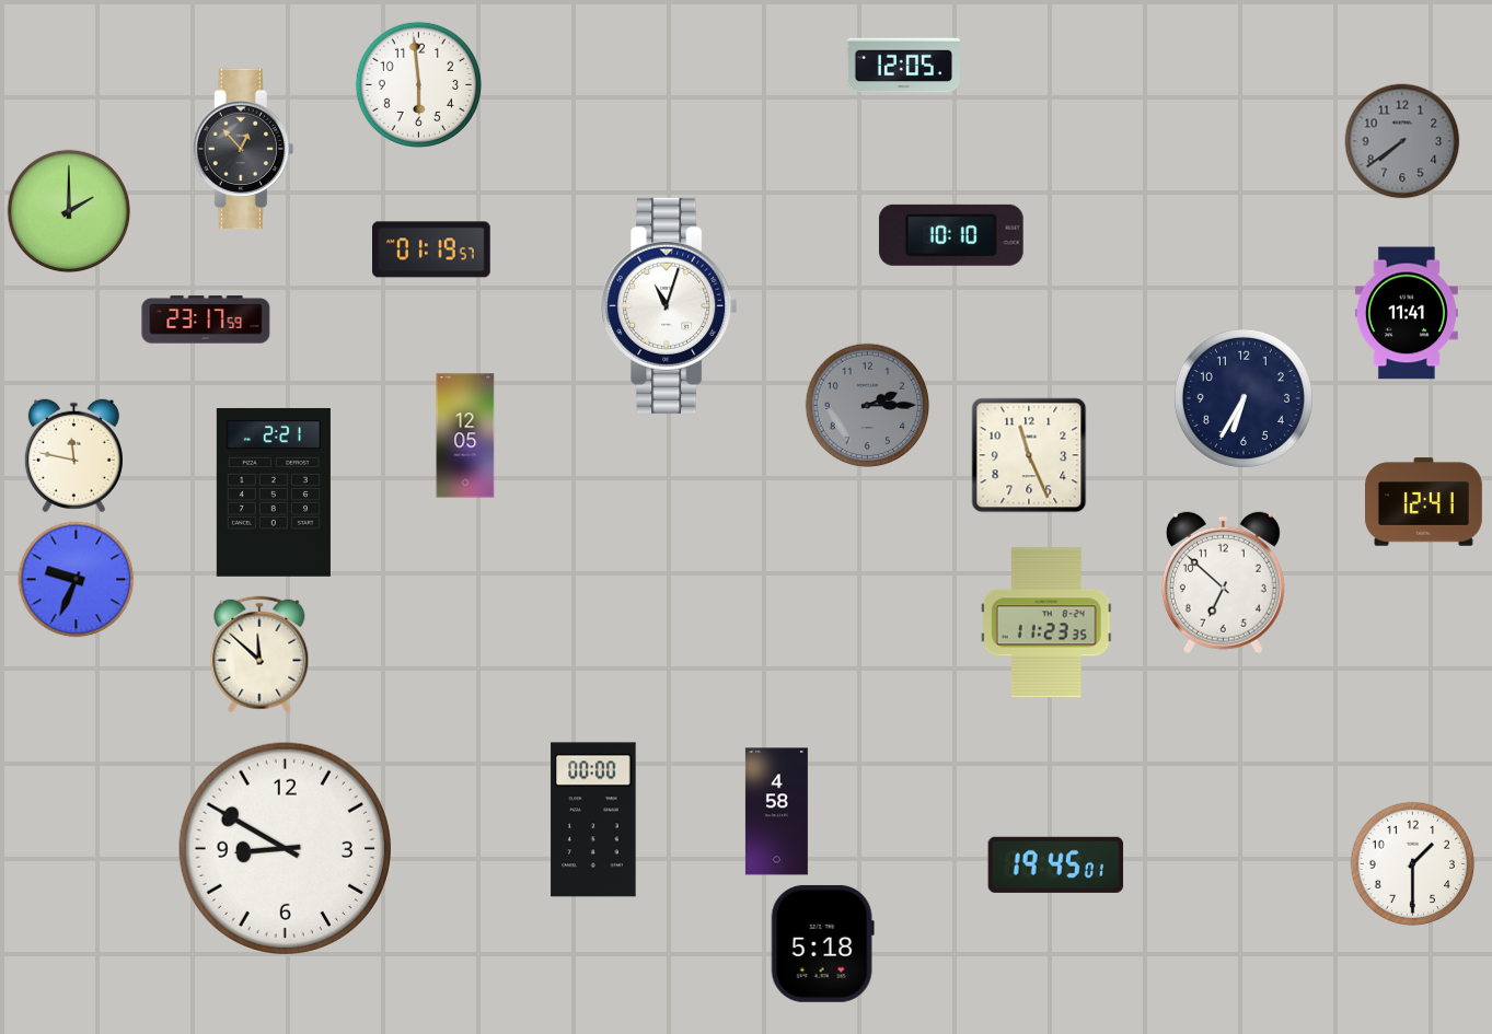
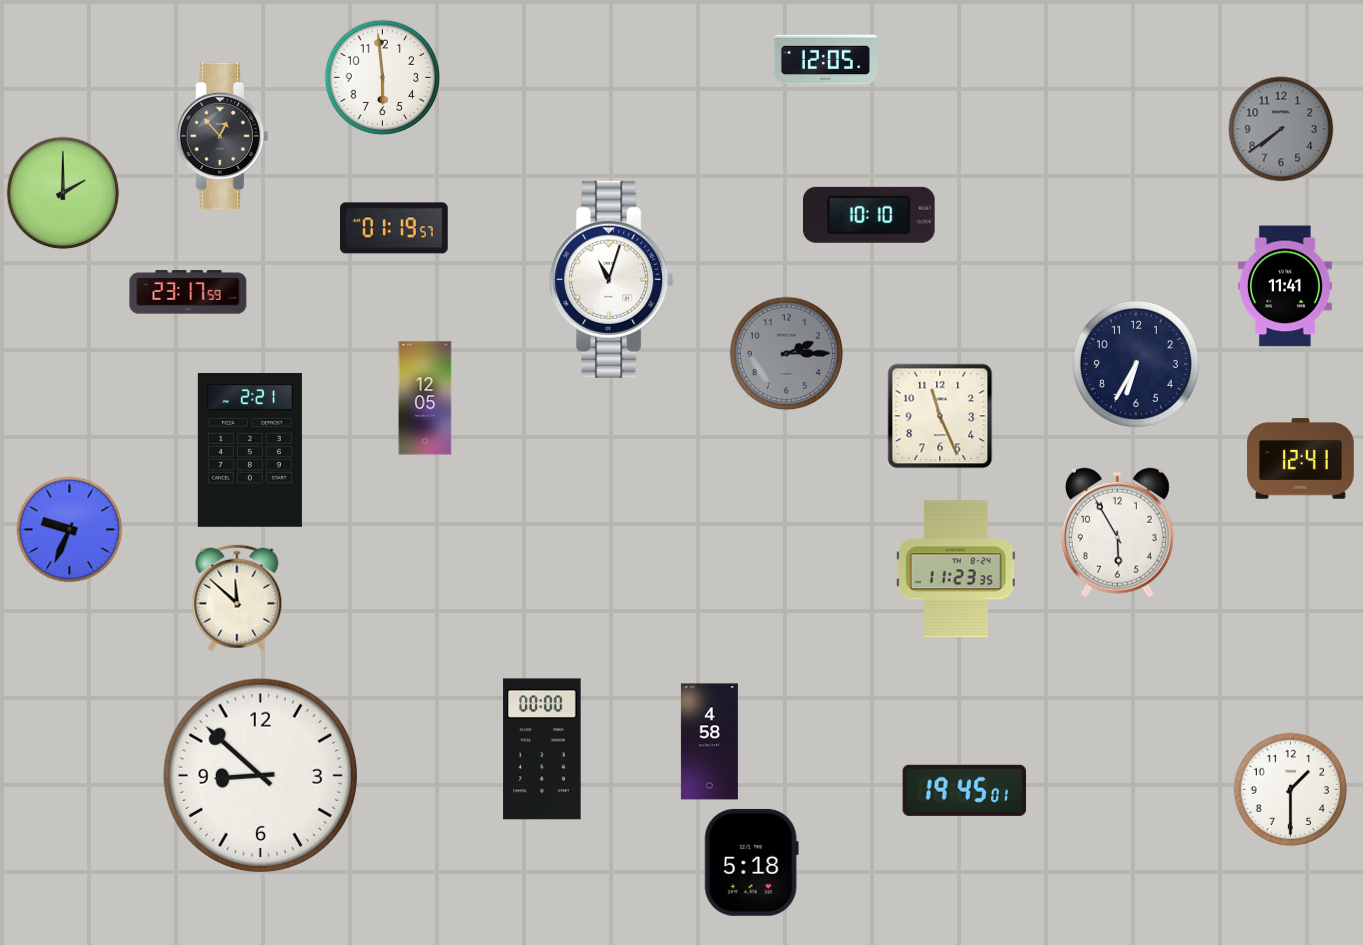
clock at (868, 406) position: (868, 406) -> (787, 354)
clock at (73, 456): 11:47 -> none
clock at (1223, 583): 6:52 -> 5:55
clock at (285, 848): 8:50 -> 8:52
